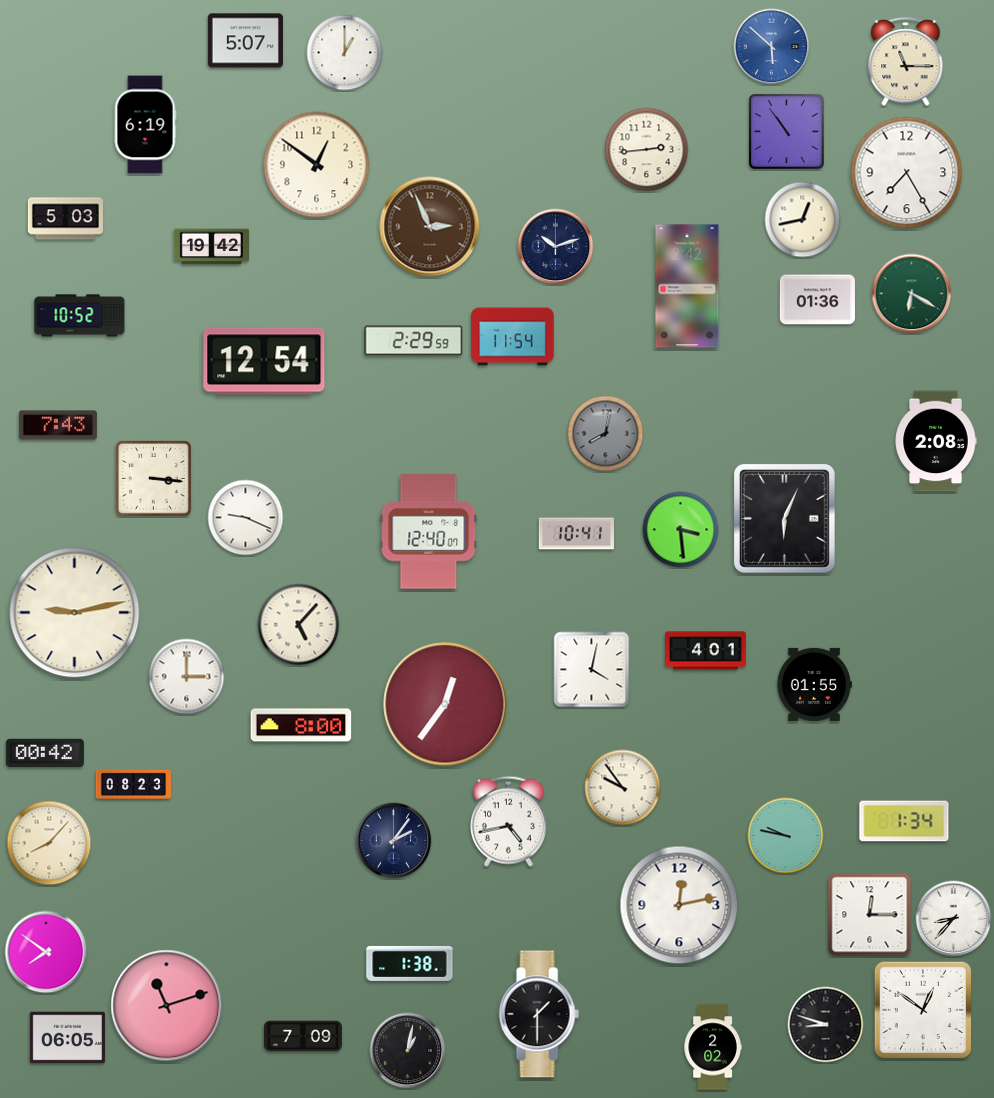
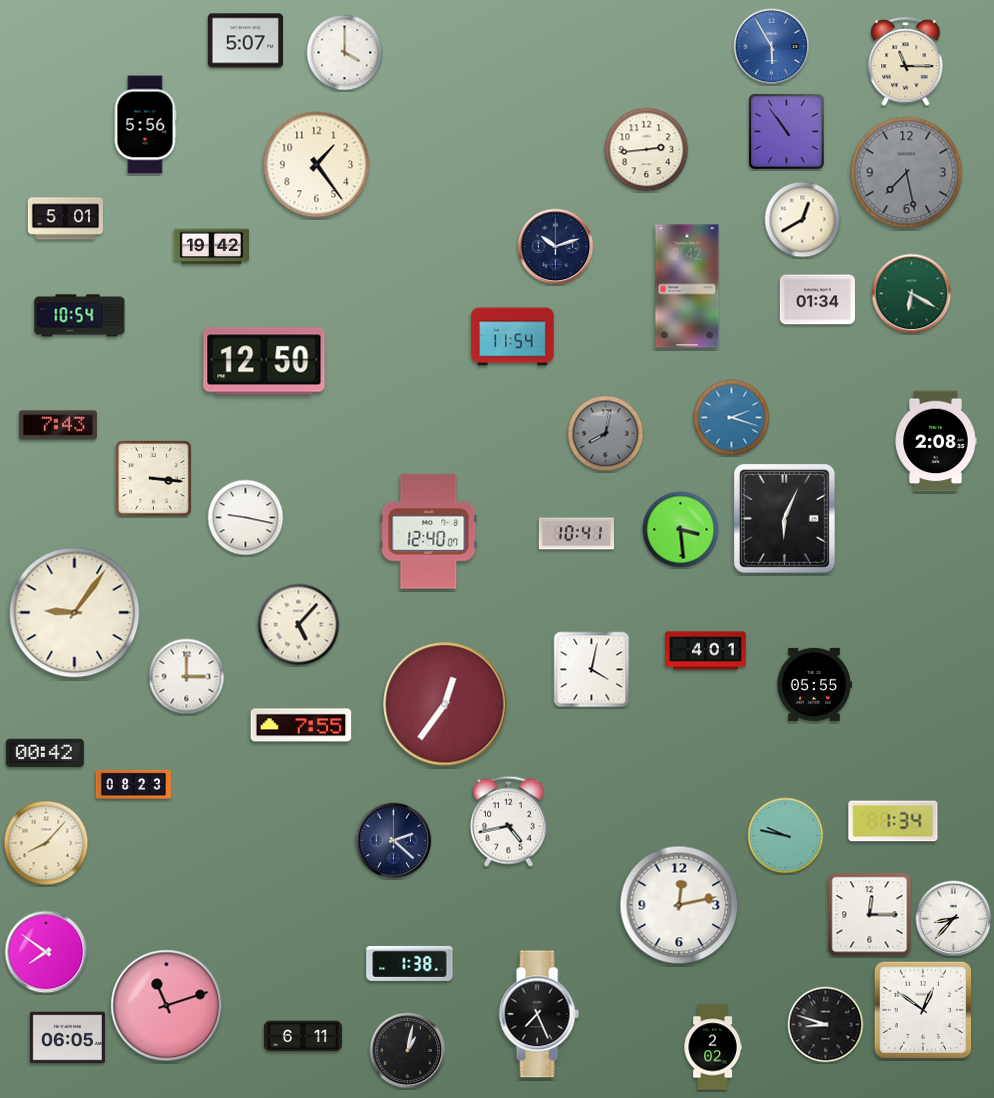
clock at (772, 47): 5:52 -> 5:55
clock at (345, 53): 1:00 -> 4:00
clock at (145, 125): 6:19 -> 5:56
clock at (317, 165): 12:51 -> 1:24
clock at (907, 173): 7:25 -> 7:28
clock at (907, 173) dial: white -> grey
clock at (65, 219): 5:03 -> 5:01
clock at (803, 220): 12:43 -> 12:40
clock at (430, 227): 2:56 -> none
clock at (817, 300): 01:36 -> 01:34
clock at (80, 316): 10:52 -> 10:54
clock at (414, 341): 2:29 -> none
clock at (264, 361): 12:54 -> 12:50
clock at (732, 418): none -> 2:18
clock at (246, 518): 9:19 -> 9:17
clock at (75, 613): 9:13 -> 9:06
clock at (814, 684): 01:55 -> 05:55
clock at (301, 725): 8:00 -> 7:55
clock at (623, 788): 9:54 -> none
clock at (904, 821) position: (904, 821) -> (893, 821)
clock at (394, 841): 2:06 -> 2:22
clock at (49, 843) position: (49, 843) -> (46, 843)
clock at (539, 1014): 1:30 -> 7:26
clock at (303, 1036): 7:09 -> 6:11
